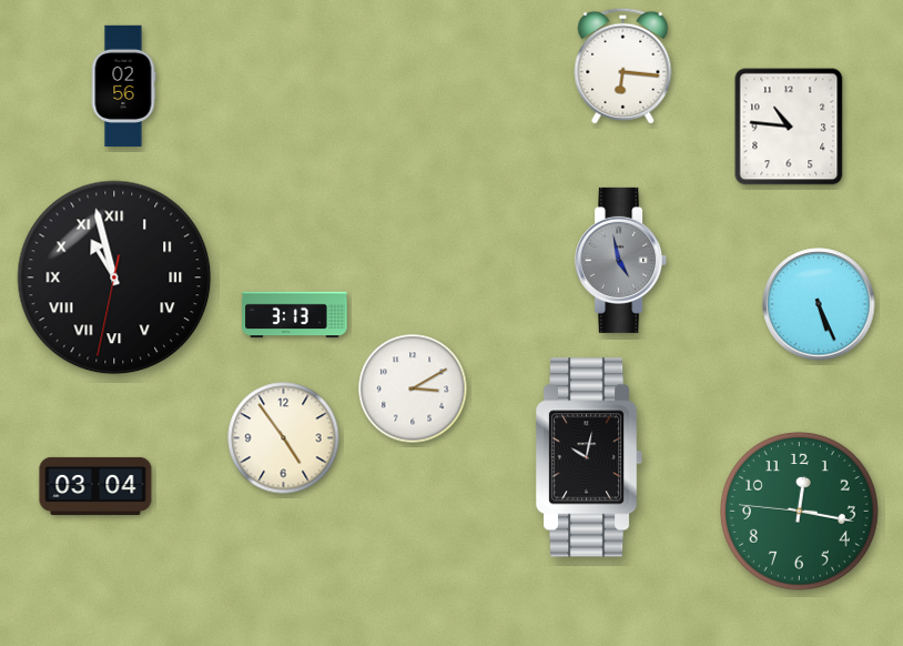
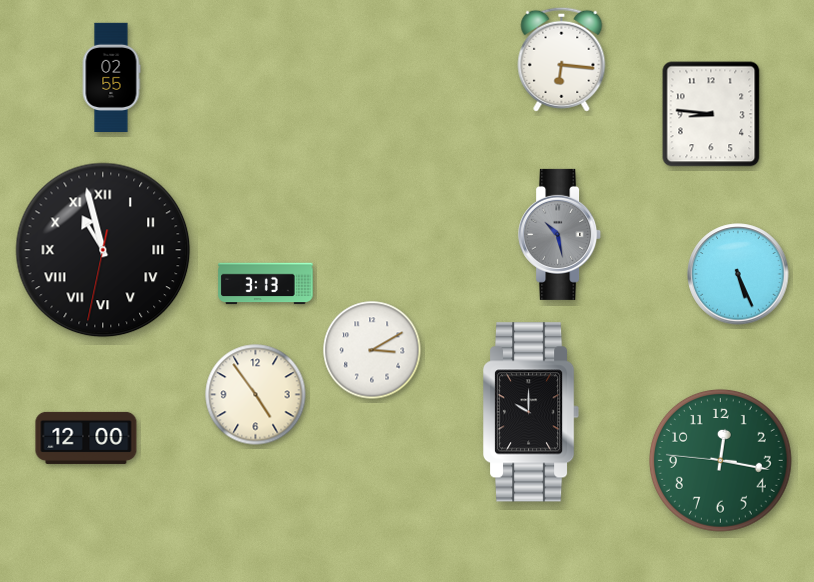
clock at (123, 85): 02:56 -> 02:55
clock at (789, 127): 10:46 -> 8:46
clock at (621, 260): 4:58 -> 10:28
clock at (590, 457): 10:02 -> 10:00
clock at (95, 486): 03:04 -> 12:00
